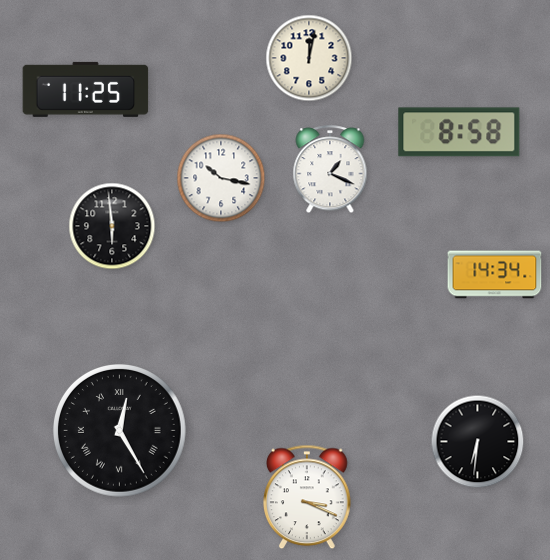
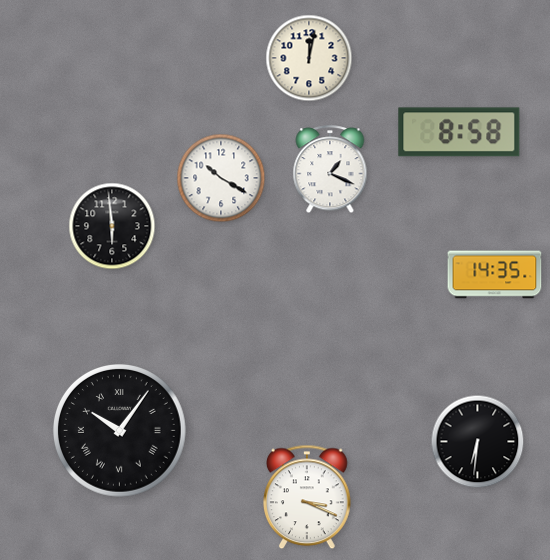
clock at (86, 89): 11:25 -> none
clock at (221, 178): 10:17 -> 10:20
clock at (495, 275): 14:34 -> 14:35
clock at (119, 431): 12:25 -> 10:06
